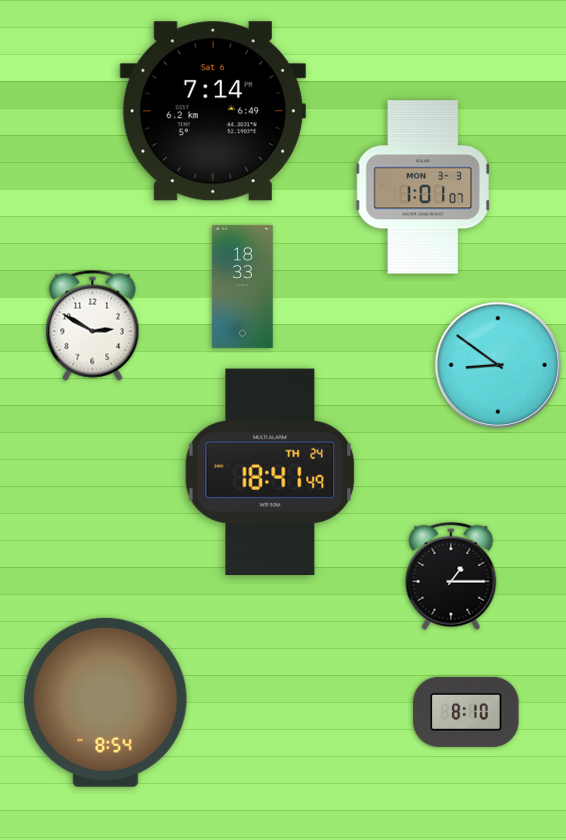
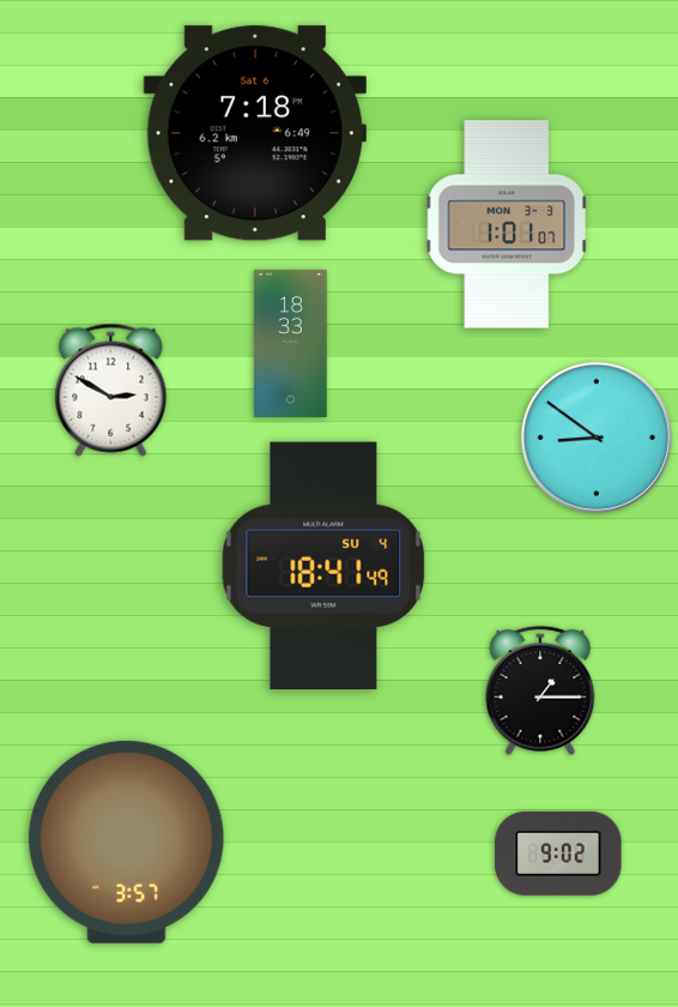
clock at (213, 111): 7:14 -> 7:18
clock at (270, 471) date: TH 24 -> SU 4
clock at (106, 702): 8:54 -> 3:57
clock at (466, 712): 8:10 -> 9:02
